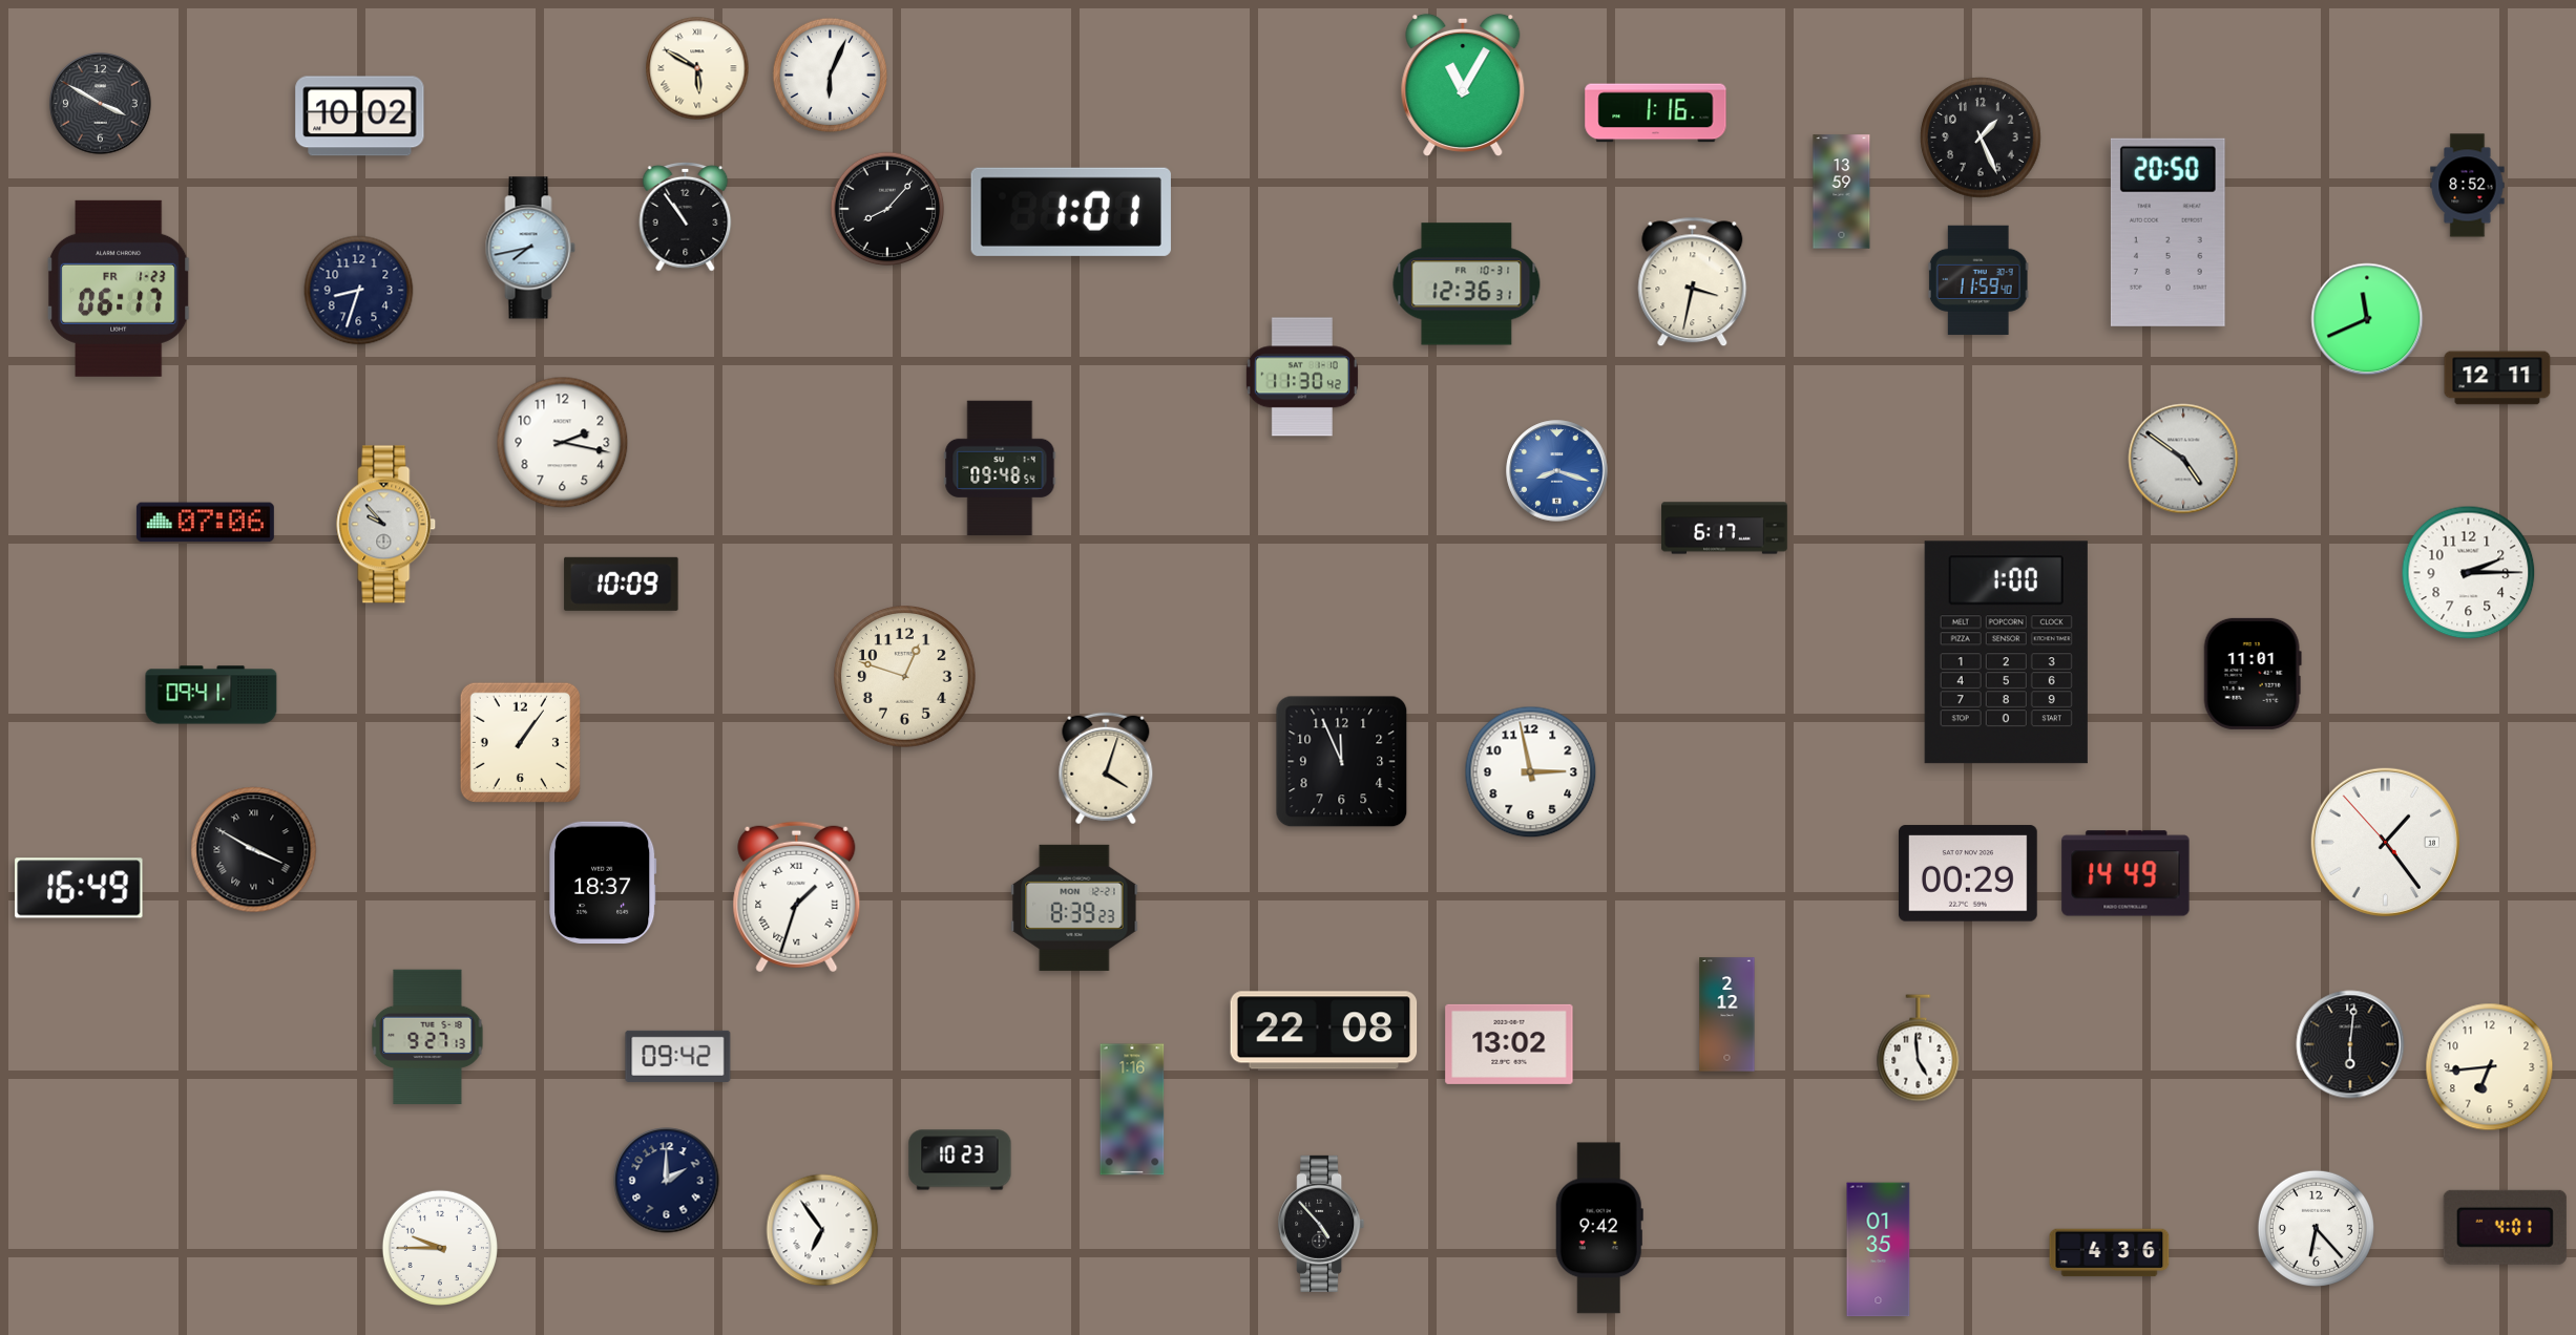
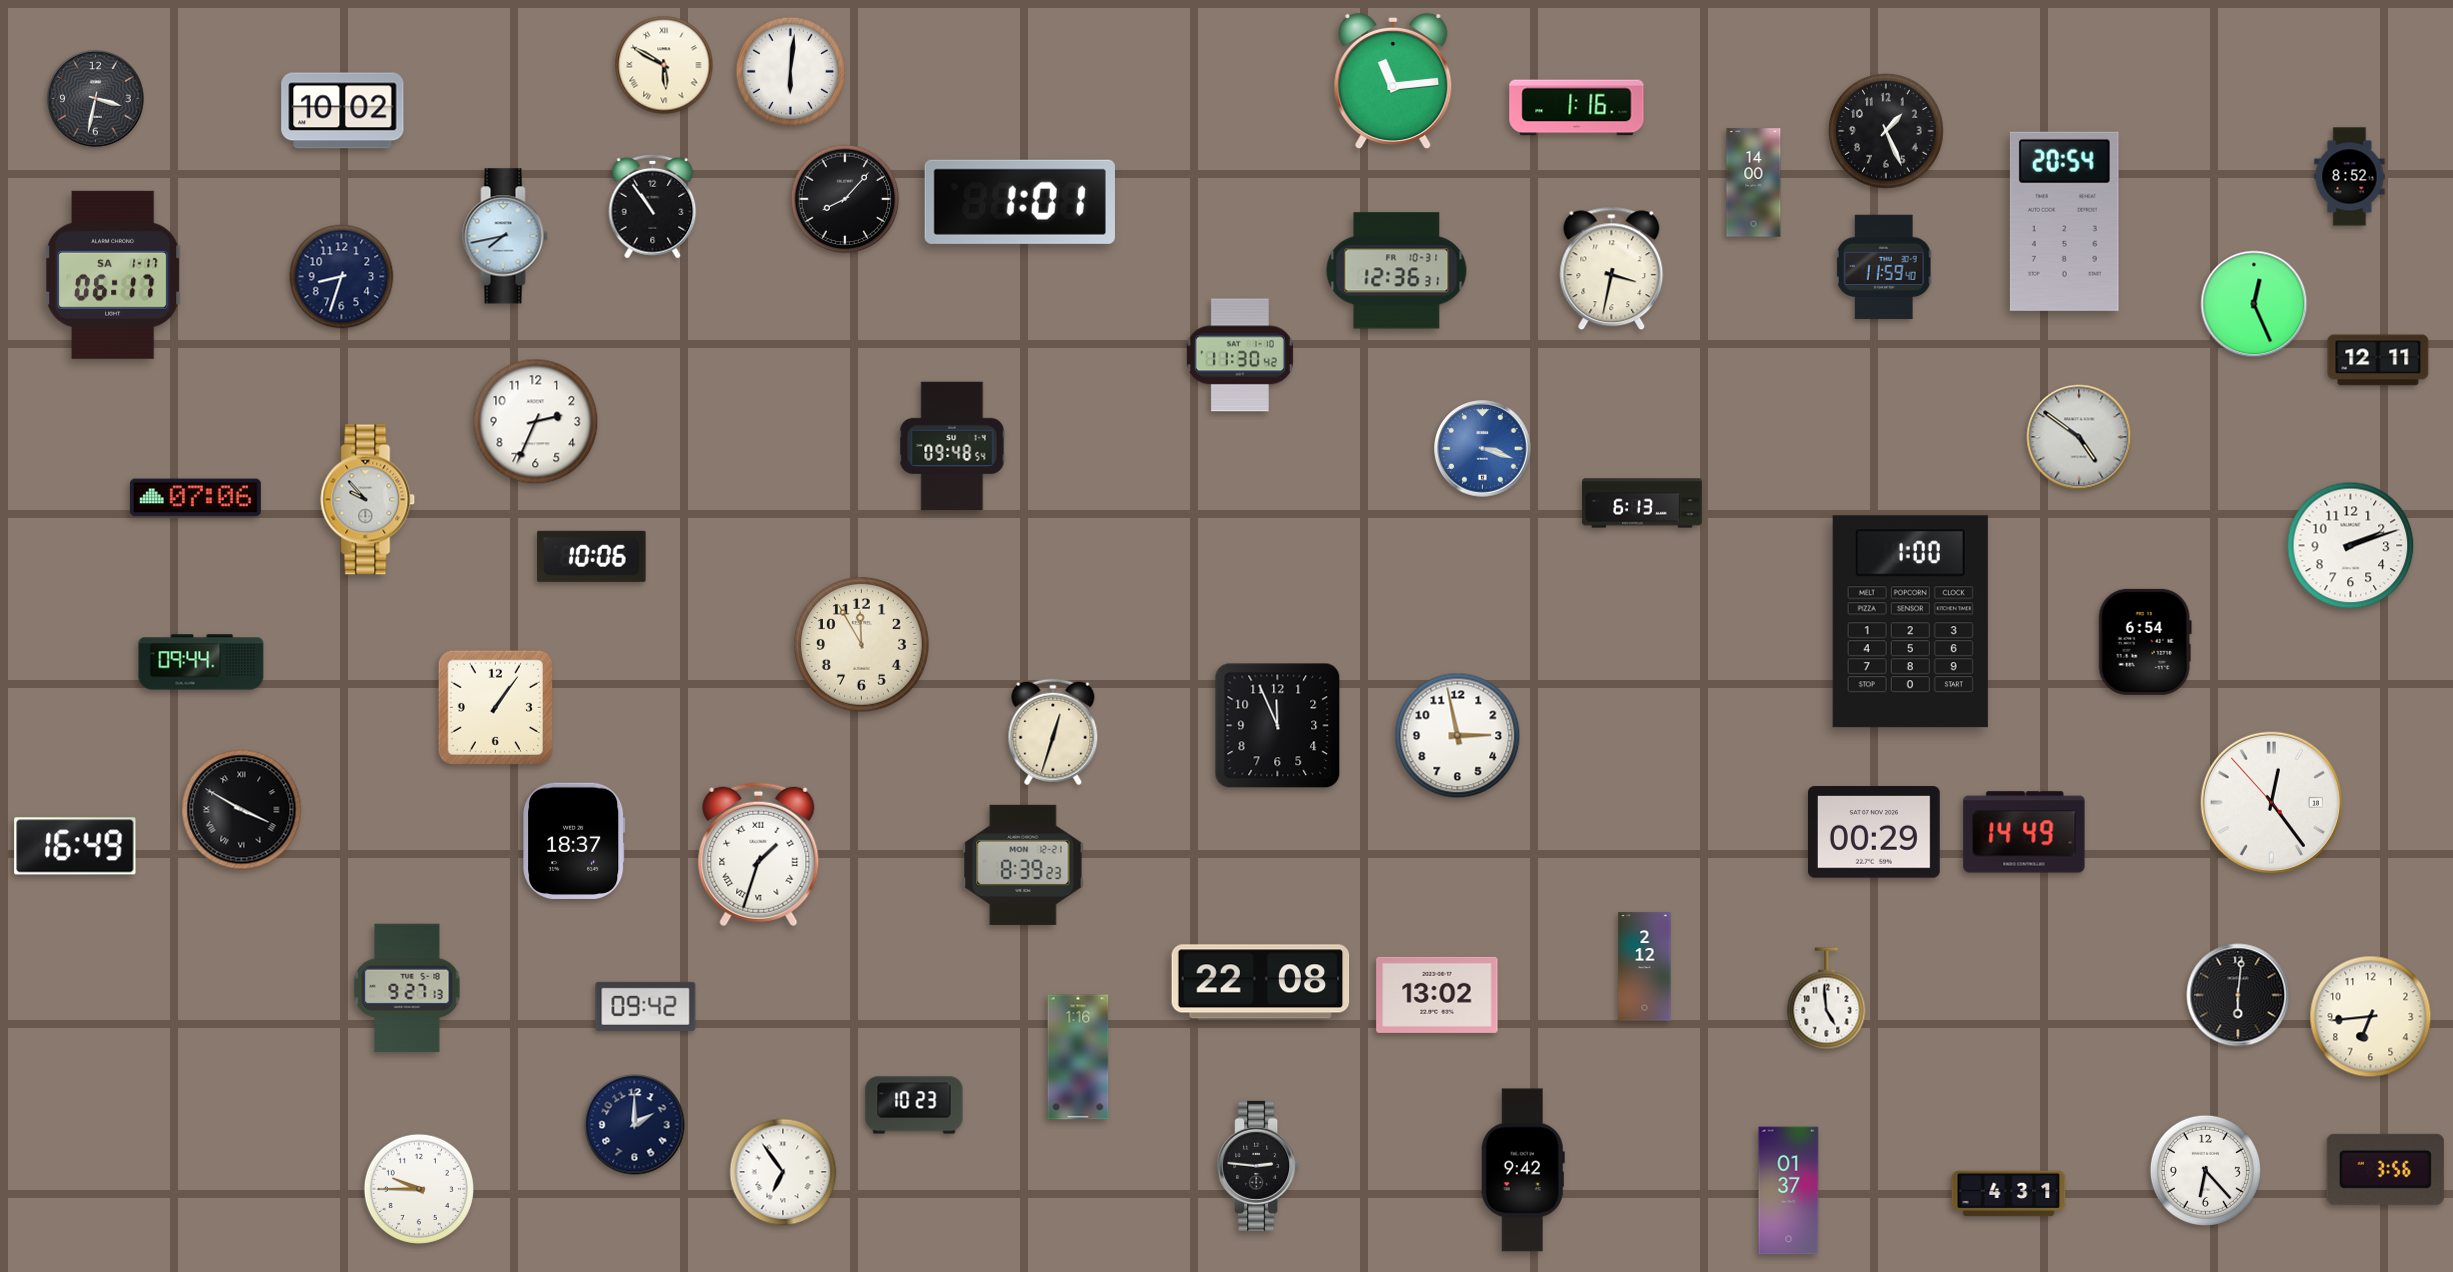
clock at (831, 76): 6:04 -> 6:01
clock at (1463, 84): 11:05 -> 11:14
clock at (101, 104): 3:50 -> 3:32
clock at (1842, 192): 13:59 -> 14:00
clock at (2167, 232): 20:50 -> 20:54
clock at (119, 289) date: FR 1-23 -> SA 1-17
clock at (2367, 319): 11:41 -> 12:26
clock at (1302, 377) position: (1302, 377) -> (1240, 355)
clock at (563, 443): 2:17 -> 2:34
clock at (1557, 471): 8:18 -> 3:18
clock at (1724, 528): 6:17 -> 6:13
clock at (2469, 573): 2:15 -> 2:12
clock at (622, 584): 10:09 -> 10:06
clock at (2253, 674): 11:01 -> 6:54
clock at (905, 677): 12:48 -> 11:55
clock at (211, 695): 09:41 -> 09:44
clock at (1106, 768): 4:03 -> 12:33
clock at (2385, 842): 1:23 -> 12:23
clock at (1321, 1224): 4:53 -> 2:46
clock at (2505, 1227): 4:01 -> 3:56
clock at (1879, 1250): 01:35 -> 01:37
clock at (2110, 1253): 4:36 -> 4:31
